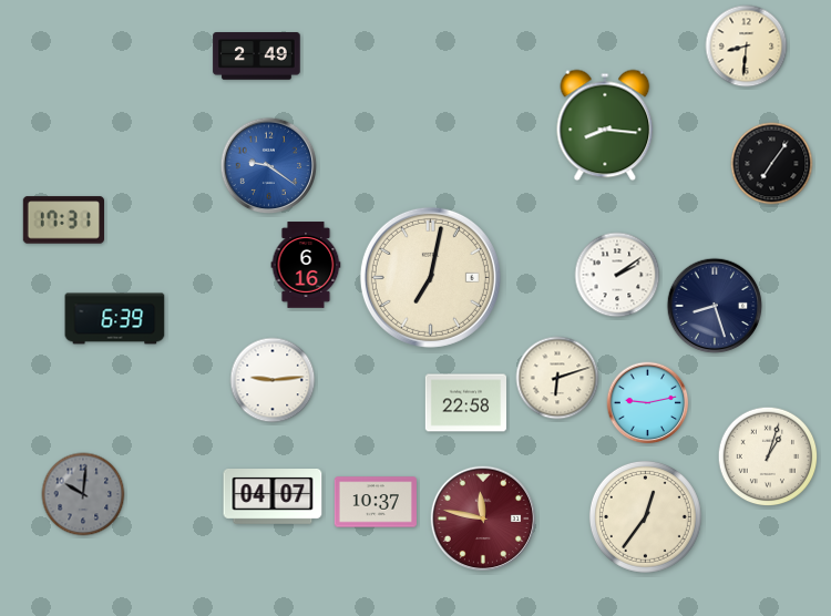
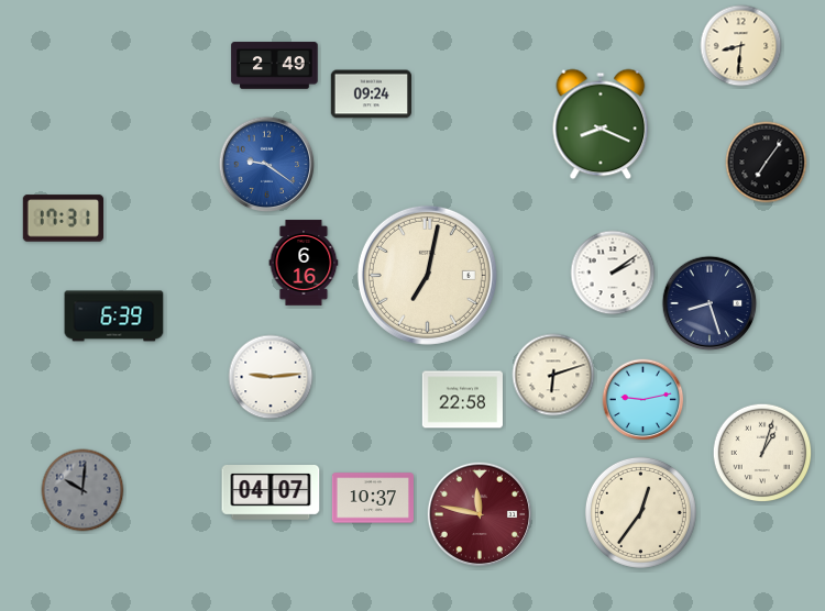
clock at (257, 57) position: (257, 57) -> (275, 66)
clock at (371, 95): none -> 09:24
clock at (605, 125): 8:16 -> 8:19
